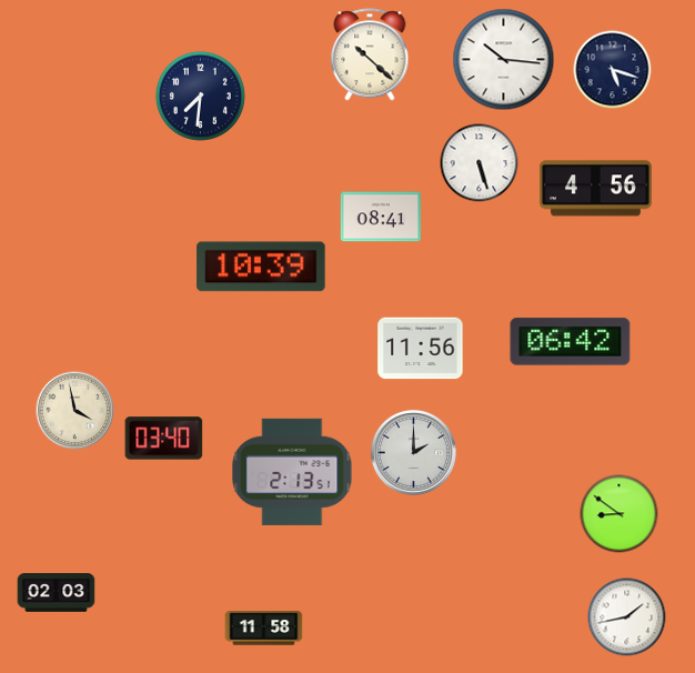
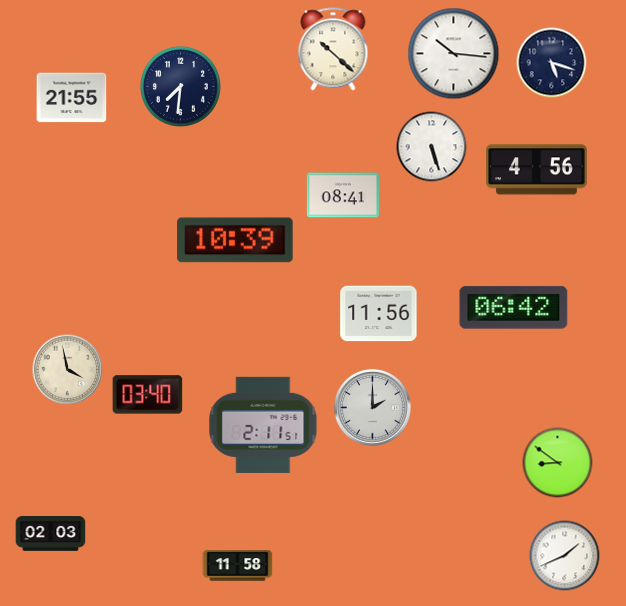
clock at (72, 98): none -> 21:55
clock at (292, 472): 2:13 -> 2:11
clock at (627, 617): 1:43 -> 1:41
